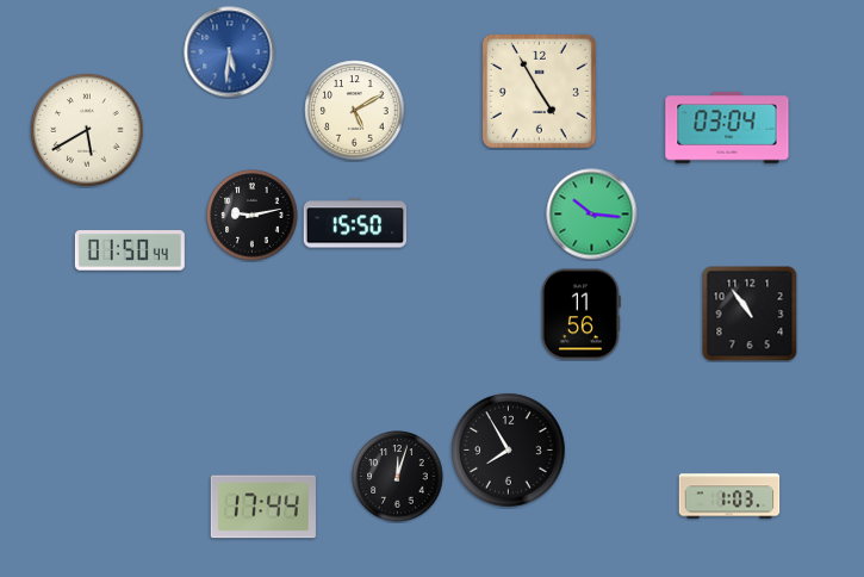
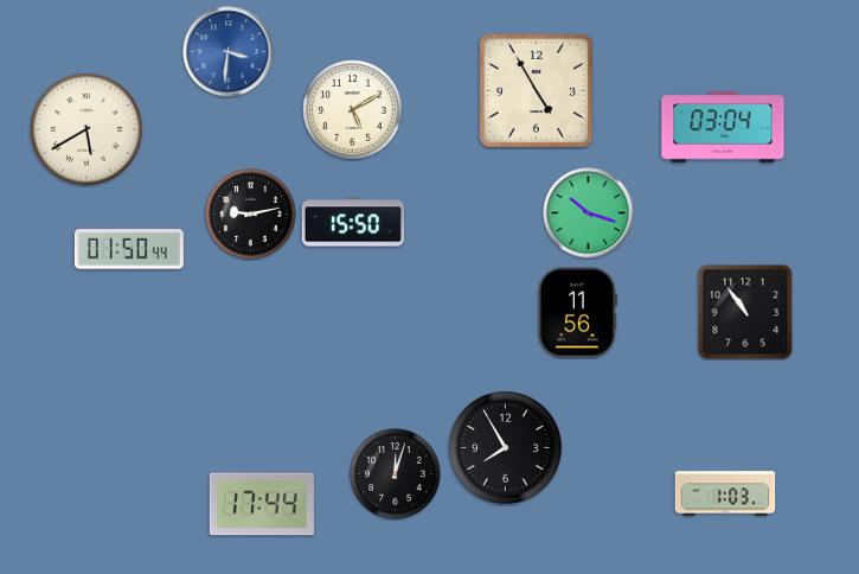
clock at (230, 52): 5:31 -> 3:31
clock at (592, 215): 10:16 -> 10:18
